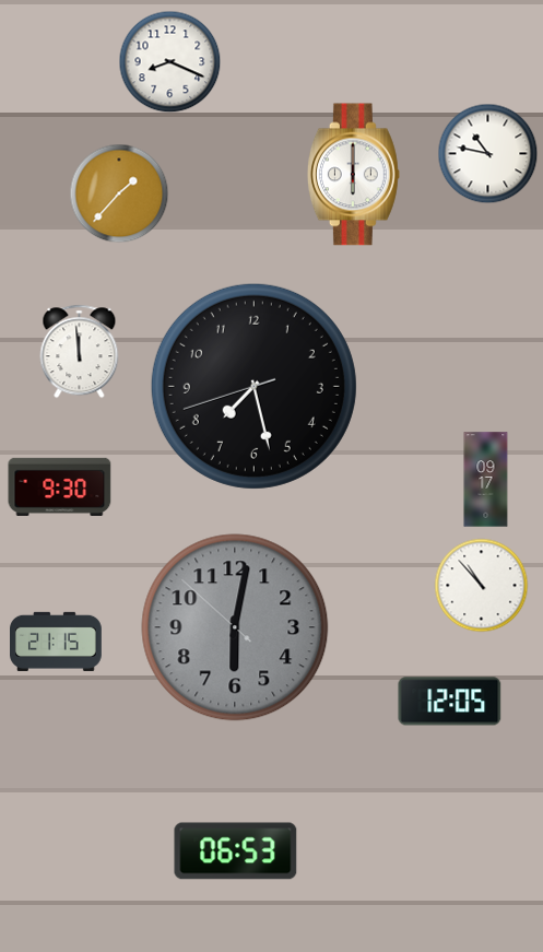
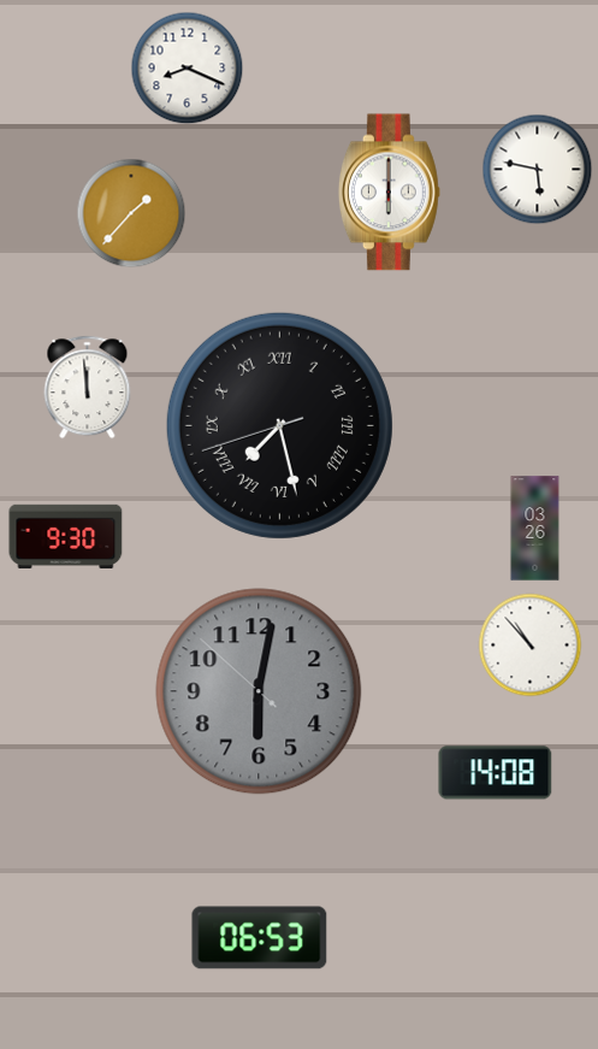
clock at (488, 154): 10:47 -> 5:47
clock at (253, 386) numerals: Arabic -> Roman
clock at (486, 480): 09:17 -> 03:26
clock at (57, 642): 21:15 -> none
clock at (450, 702): 12:05 -> 14:08
